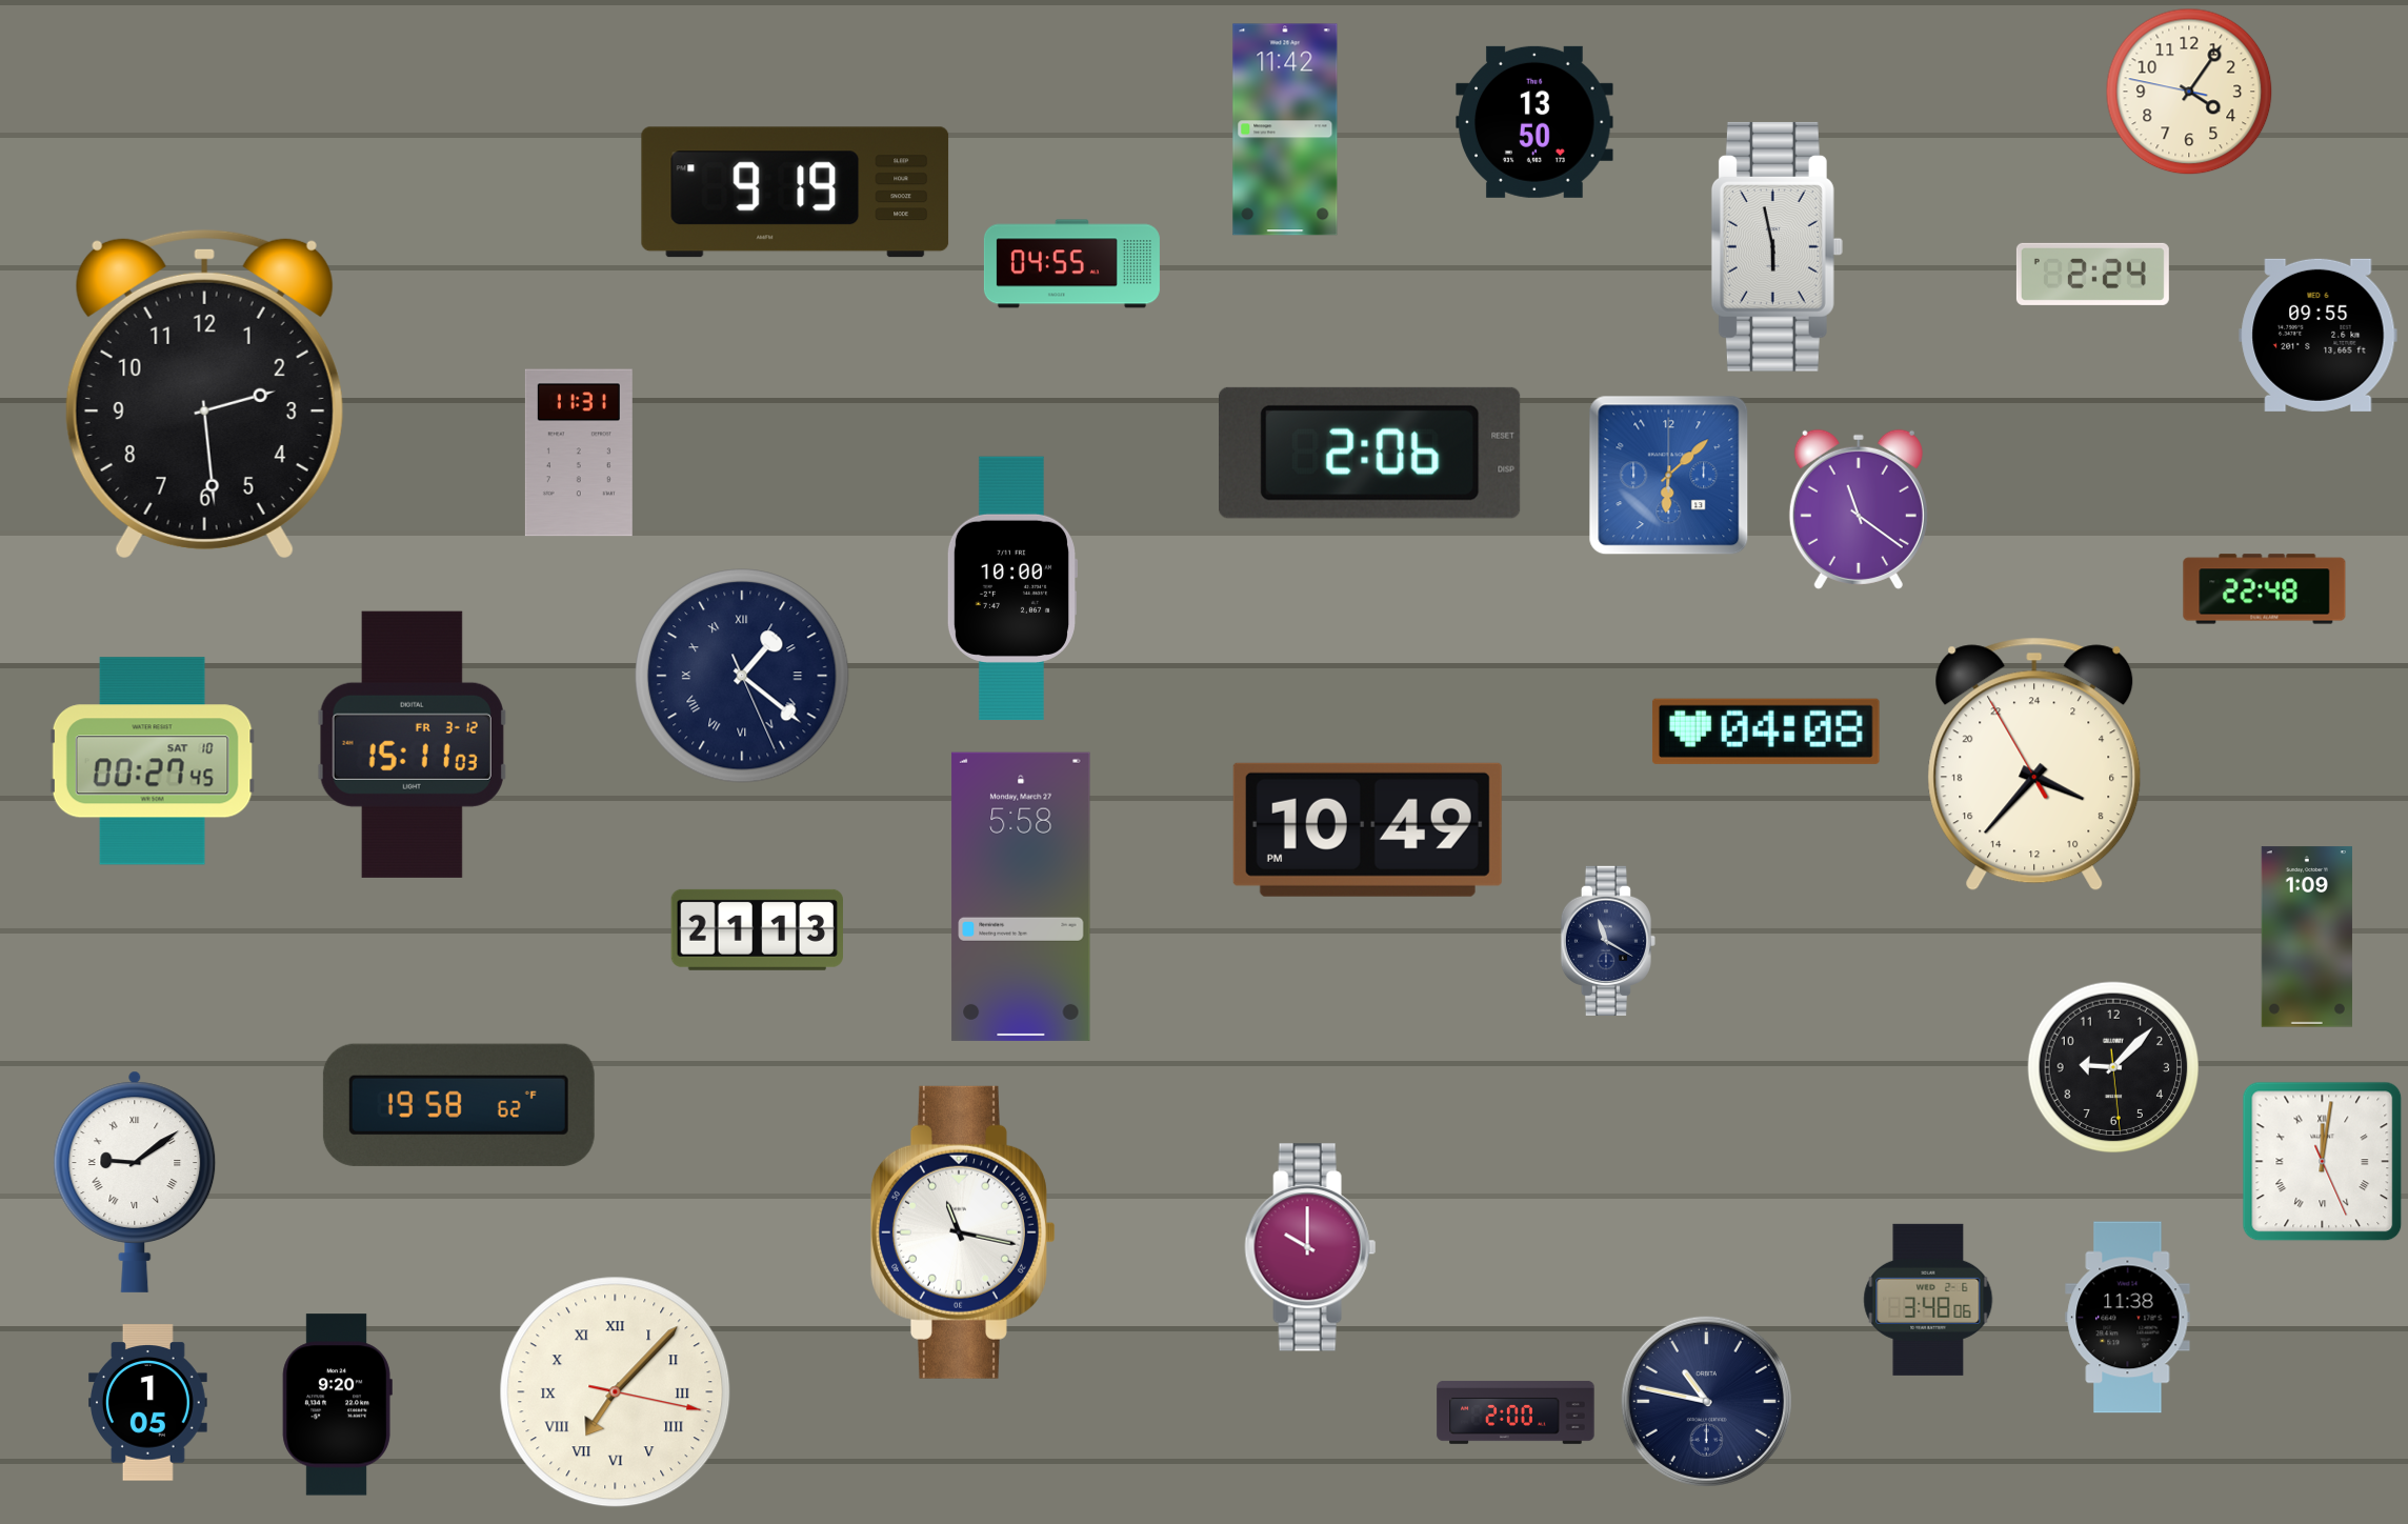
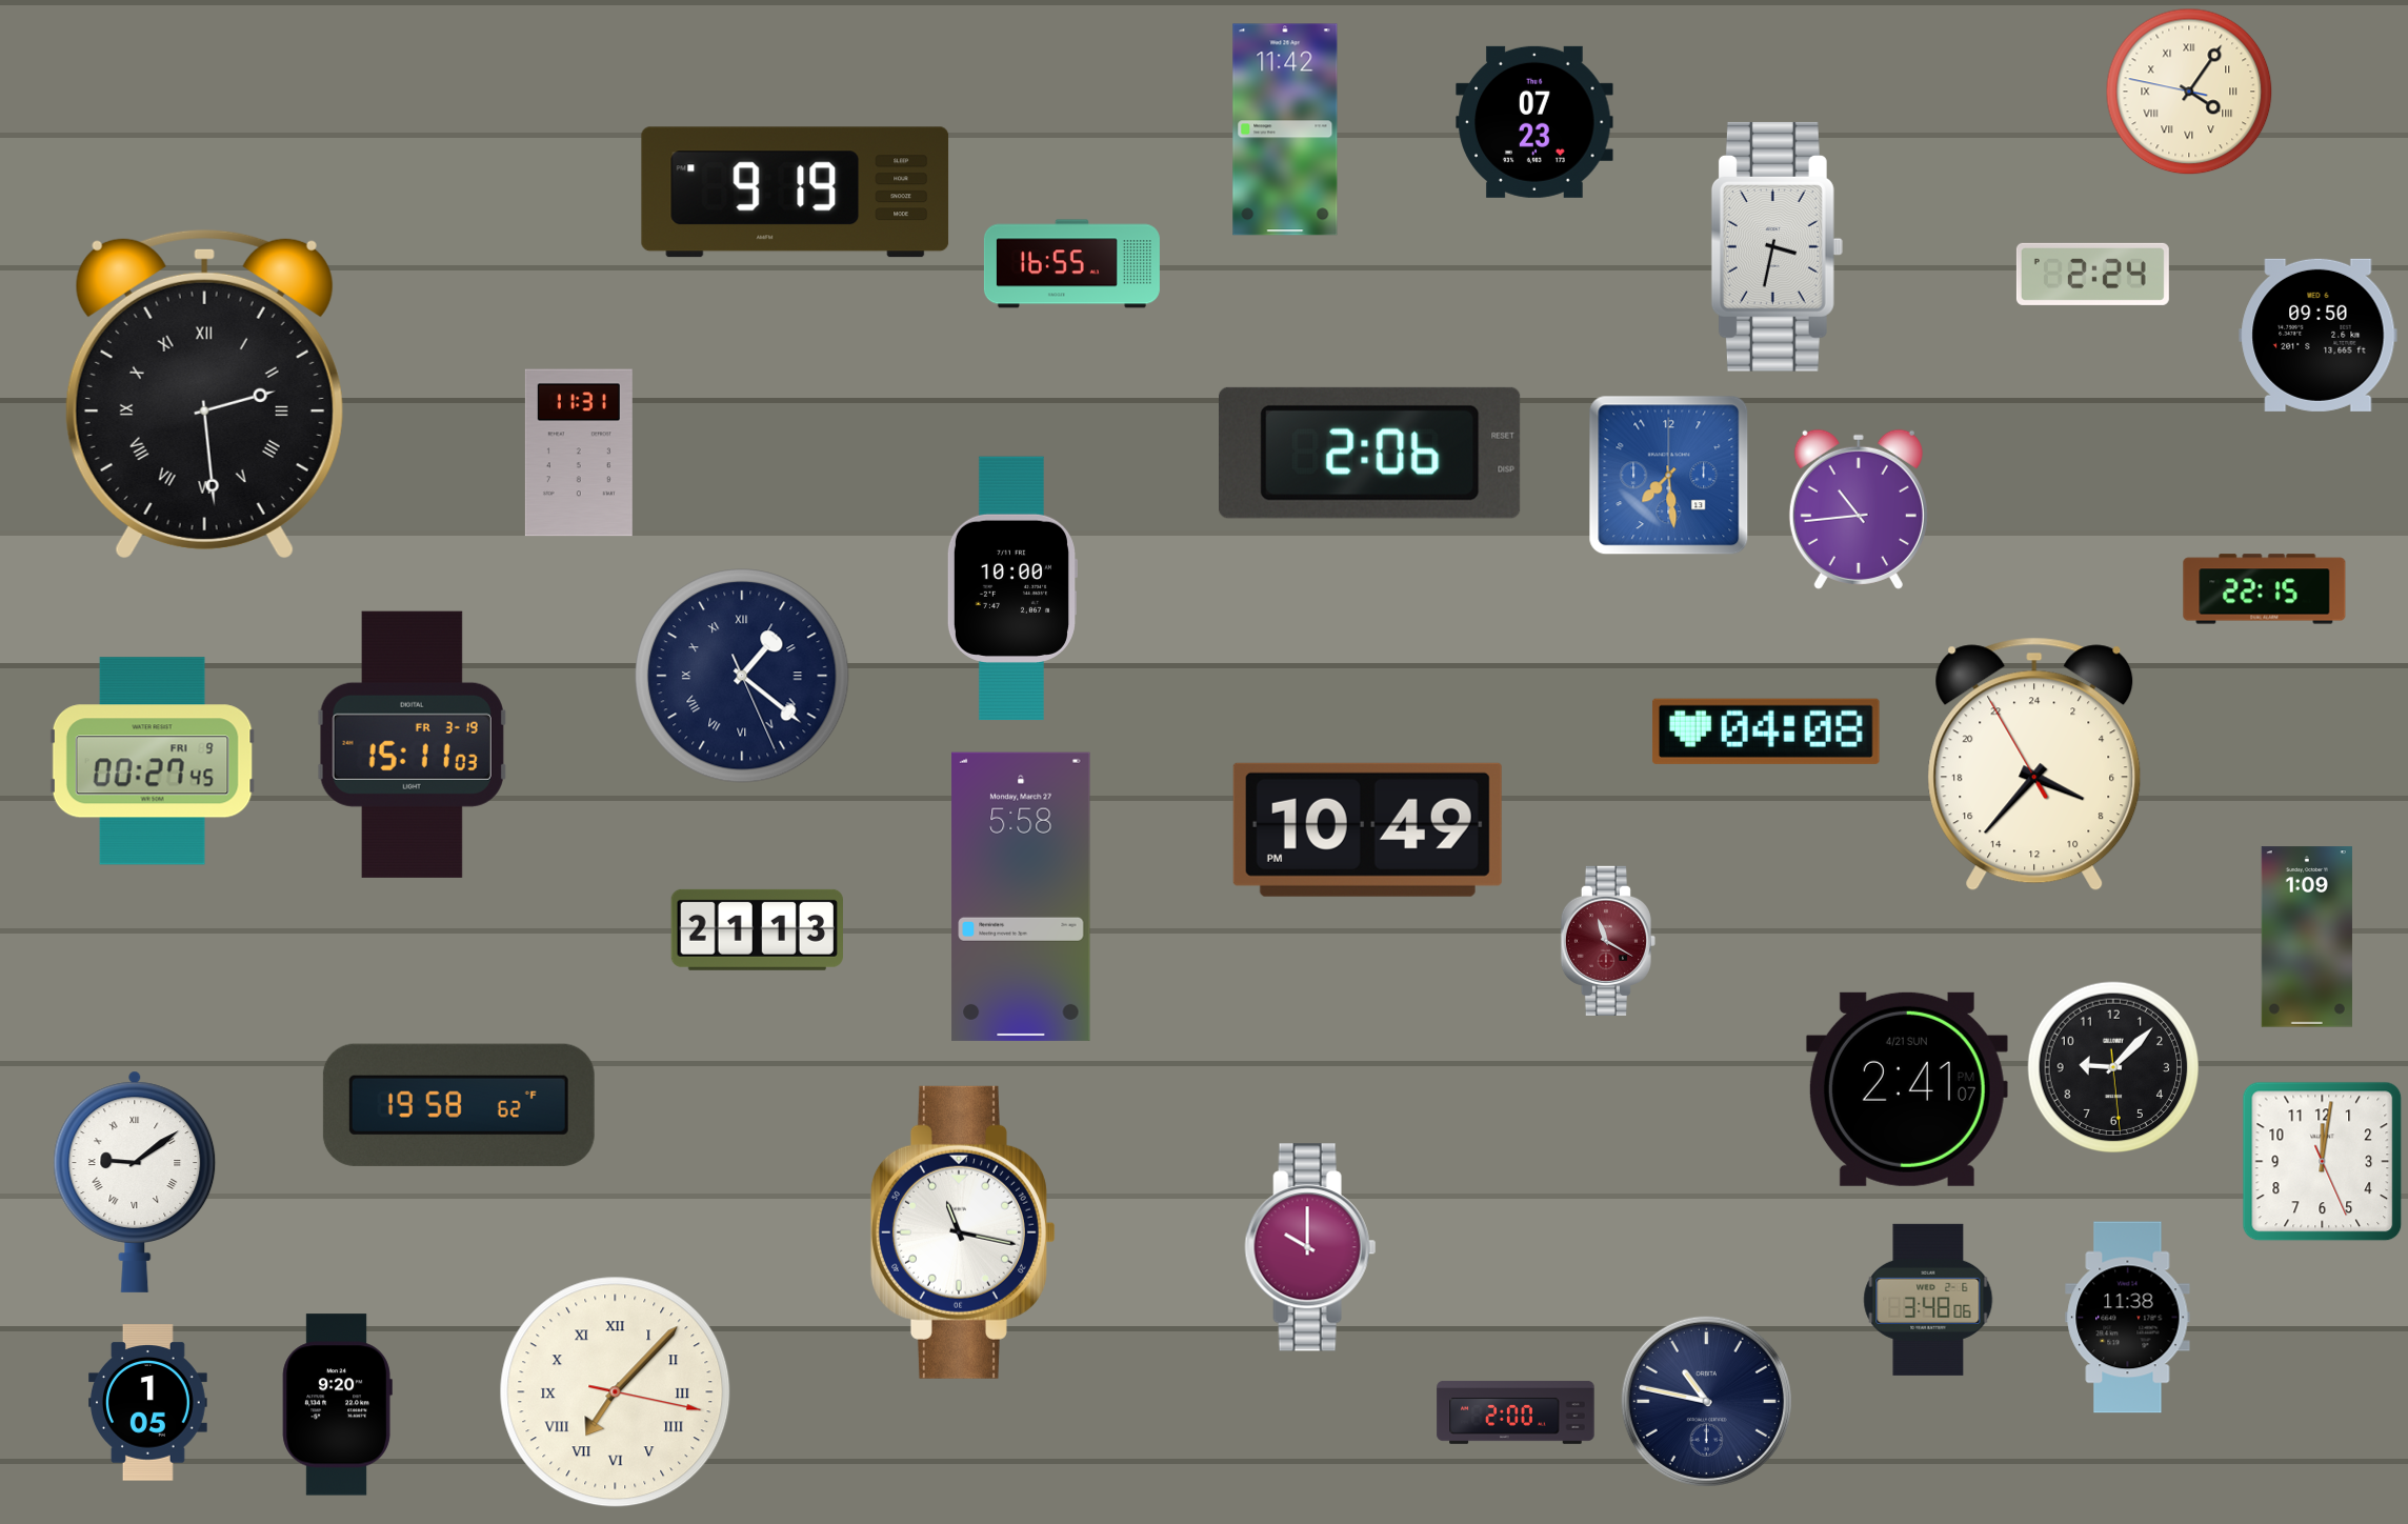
clock at (2189, 92) numerals: Arabic -> Roman
clock at (1534, 122): 13:50 -> 07:23
clock at (1777, 246): 5:58 -> 3:32
clock at (1071, 264): 04:55 -> 16:55
clock at (2319, 335): 09:55 -> 09:50
clock at (204, 394) numerals: Arabic -> Roman
clock at (1669, 476): 6:08 -> 7:29
clock at (1859, 509): 11:21 -> 10:44
clock at (2265, 589): 22:48 -> 22:15
clock at (412, 744) date: FR 3-12 -> FR 3-19
clock at (153, 761) date: SAT 10 -> FRI 9
clock at (1608, 941) dial: navy -> burgundy
clock at (1907, 1089): none -> 2:41
clock at (2323, 1162) numerals: Roman -> Arabic
